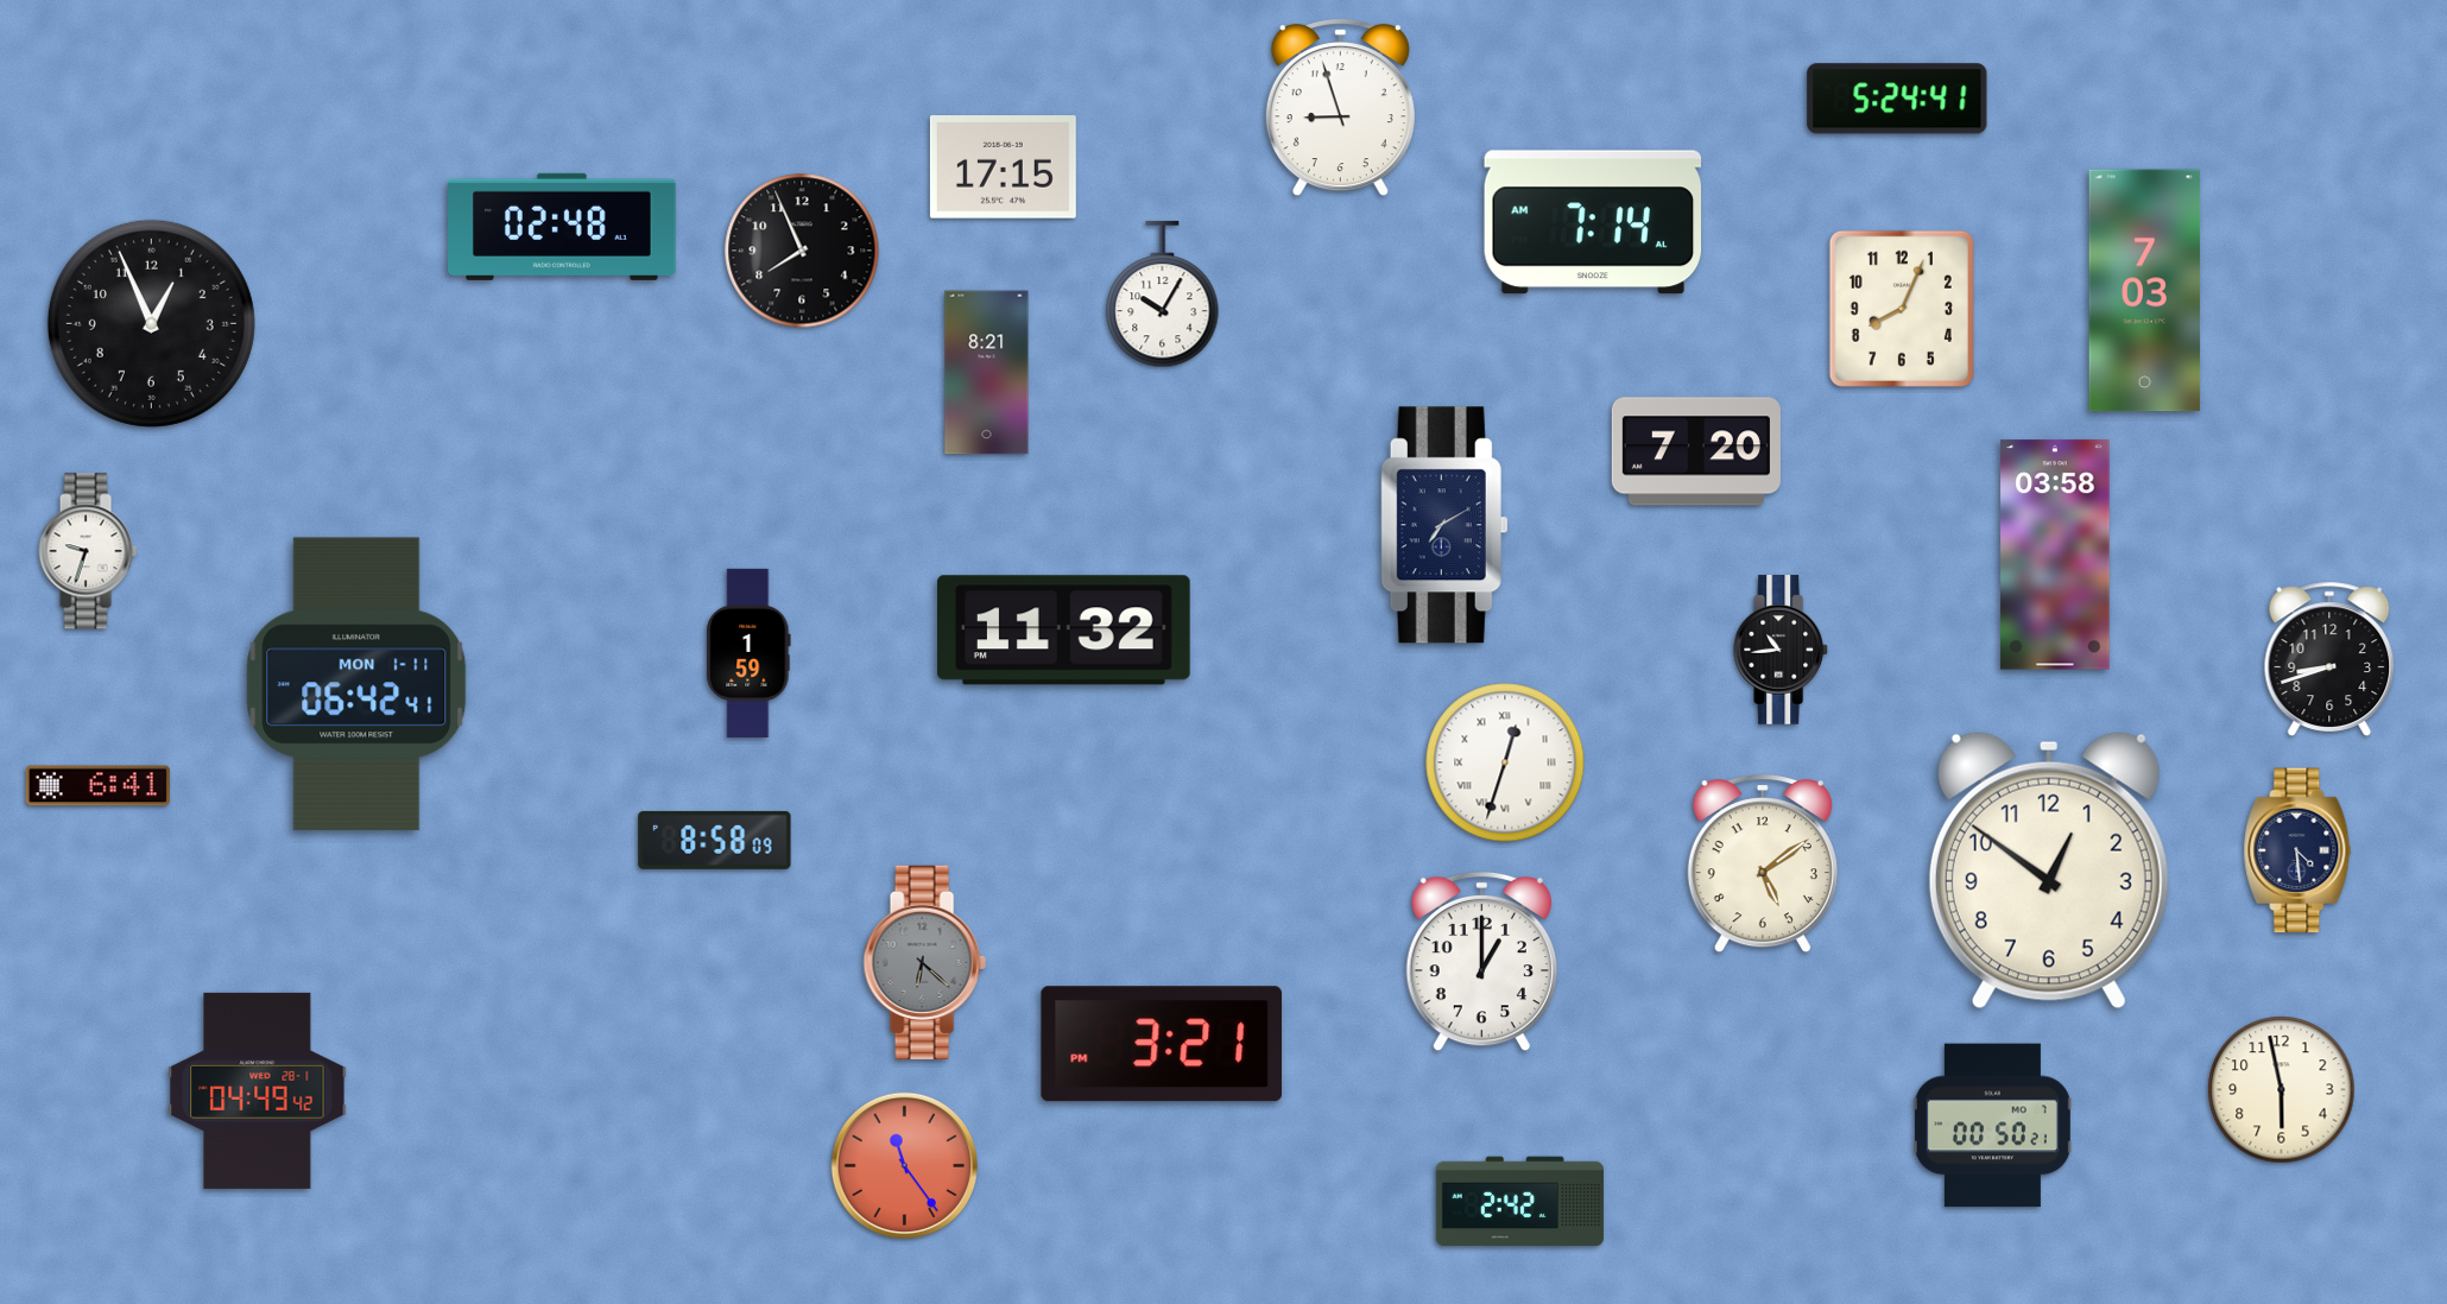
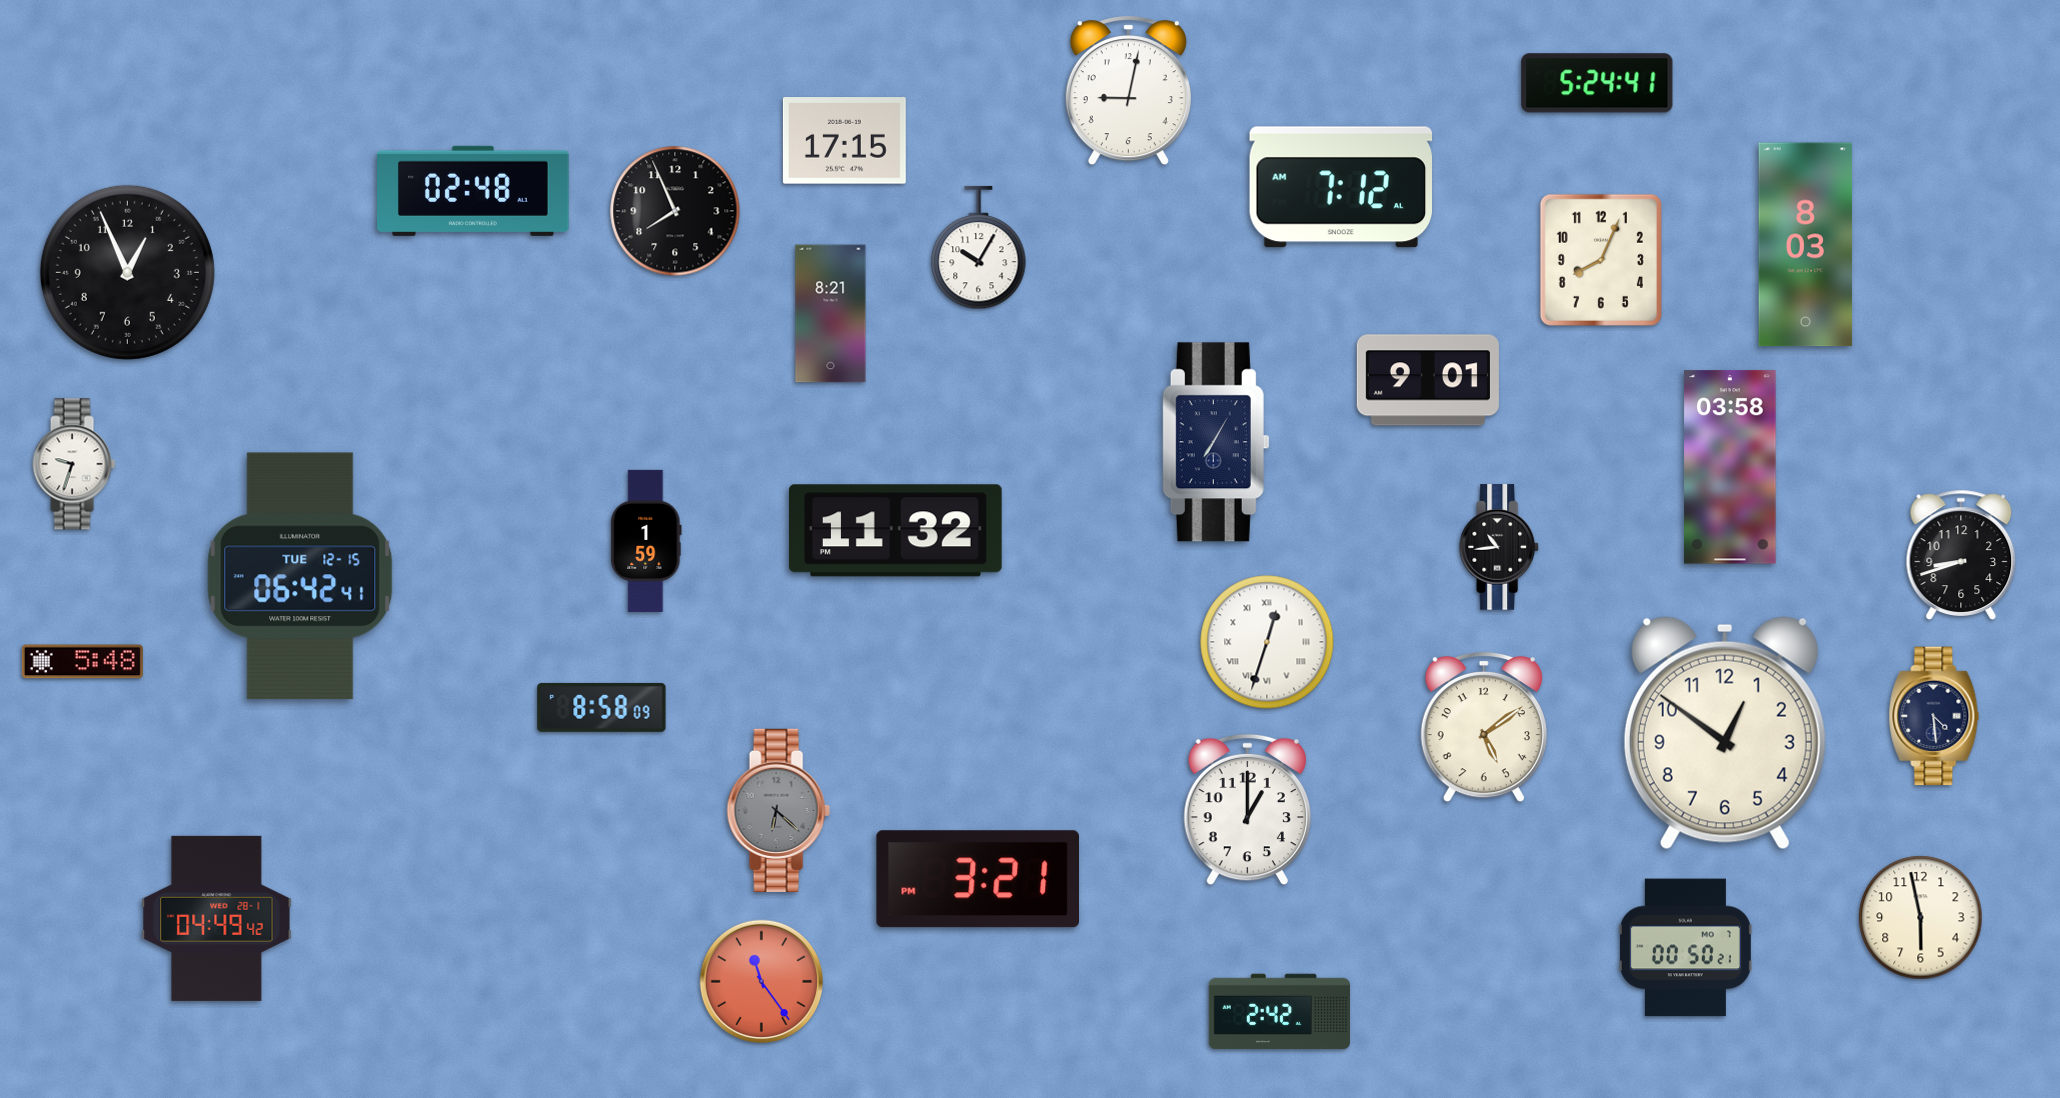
clock at (1340, 108): 8:57 -> 9:02
clock at (1592, 222): 7:14 -> 7:12
clock at (2145, 291): 7:03 -> 8:03
clock at (1696, 451): 7:20 -> 9:01
clock at (1444, 525): 7:10 -> 7:05
clock at (748, 653) position: (748, 653) -> (646, 541)
clock at (356, 684) date: MON 1-11 -> TUE 12-15
clock at (97, 786): 6:41 -> 5:48
clock at (1992, 1126) position: (1992, 1126) -> (1685, 948)
